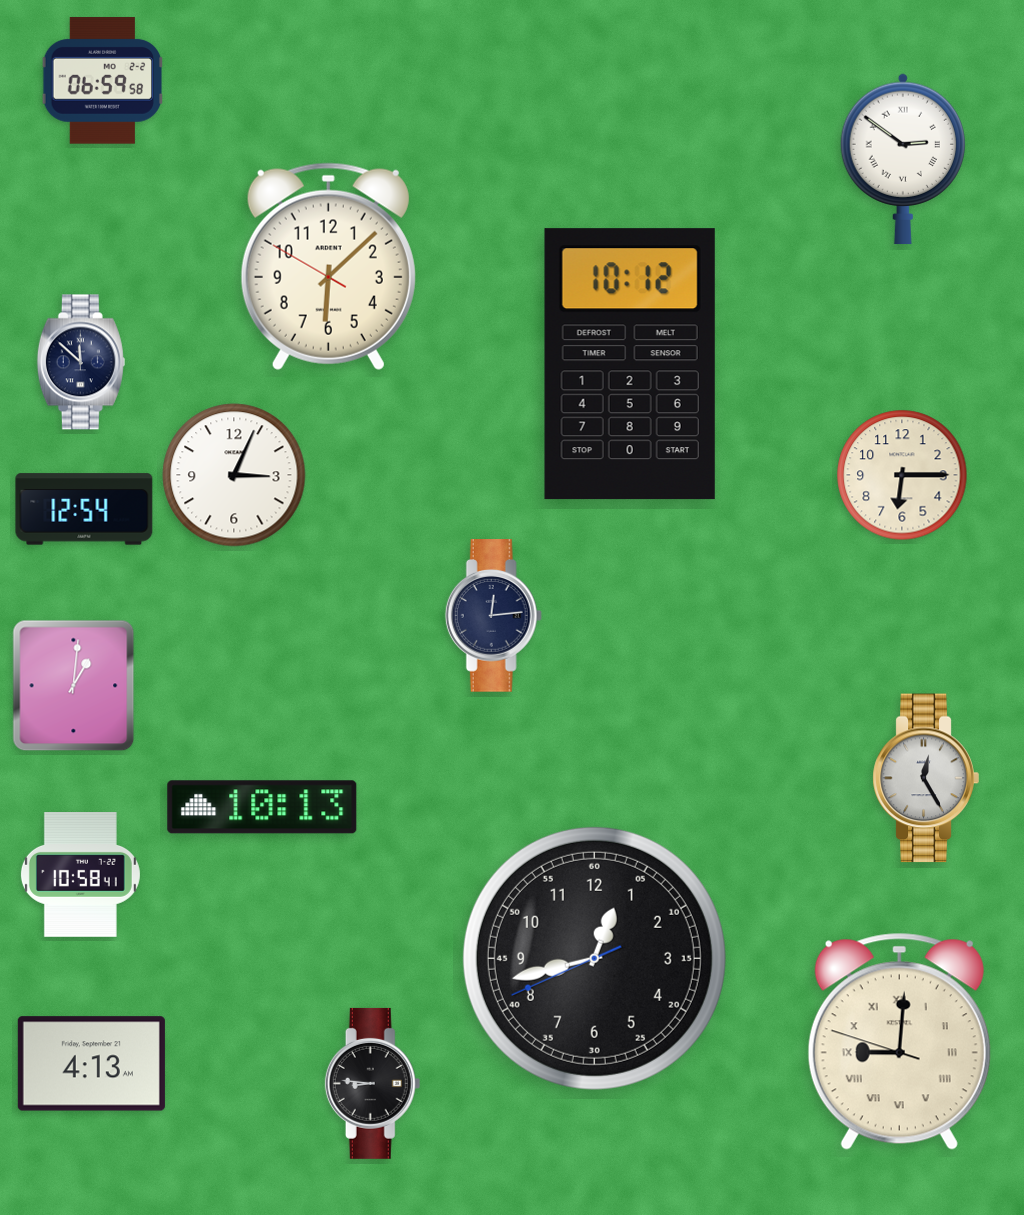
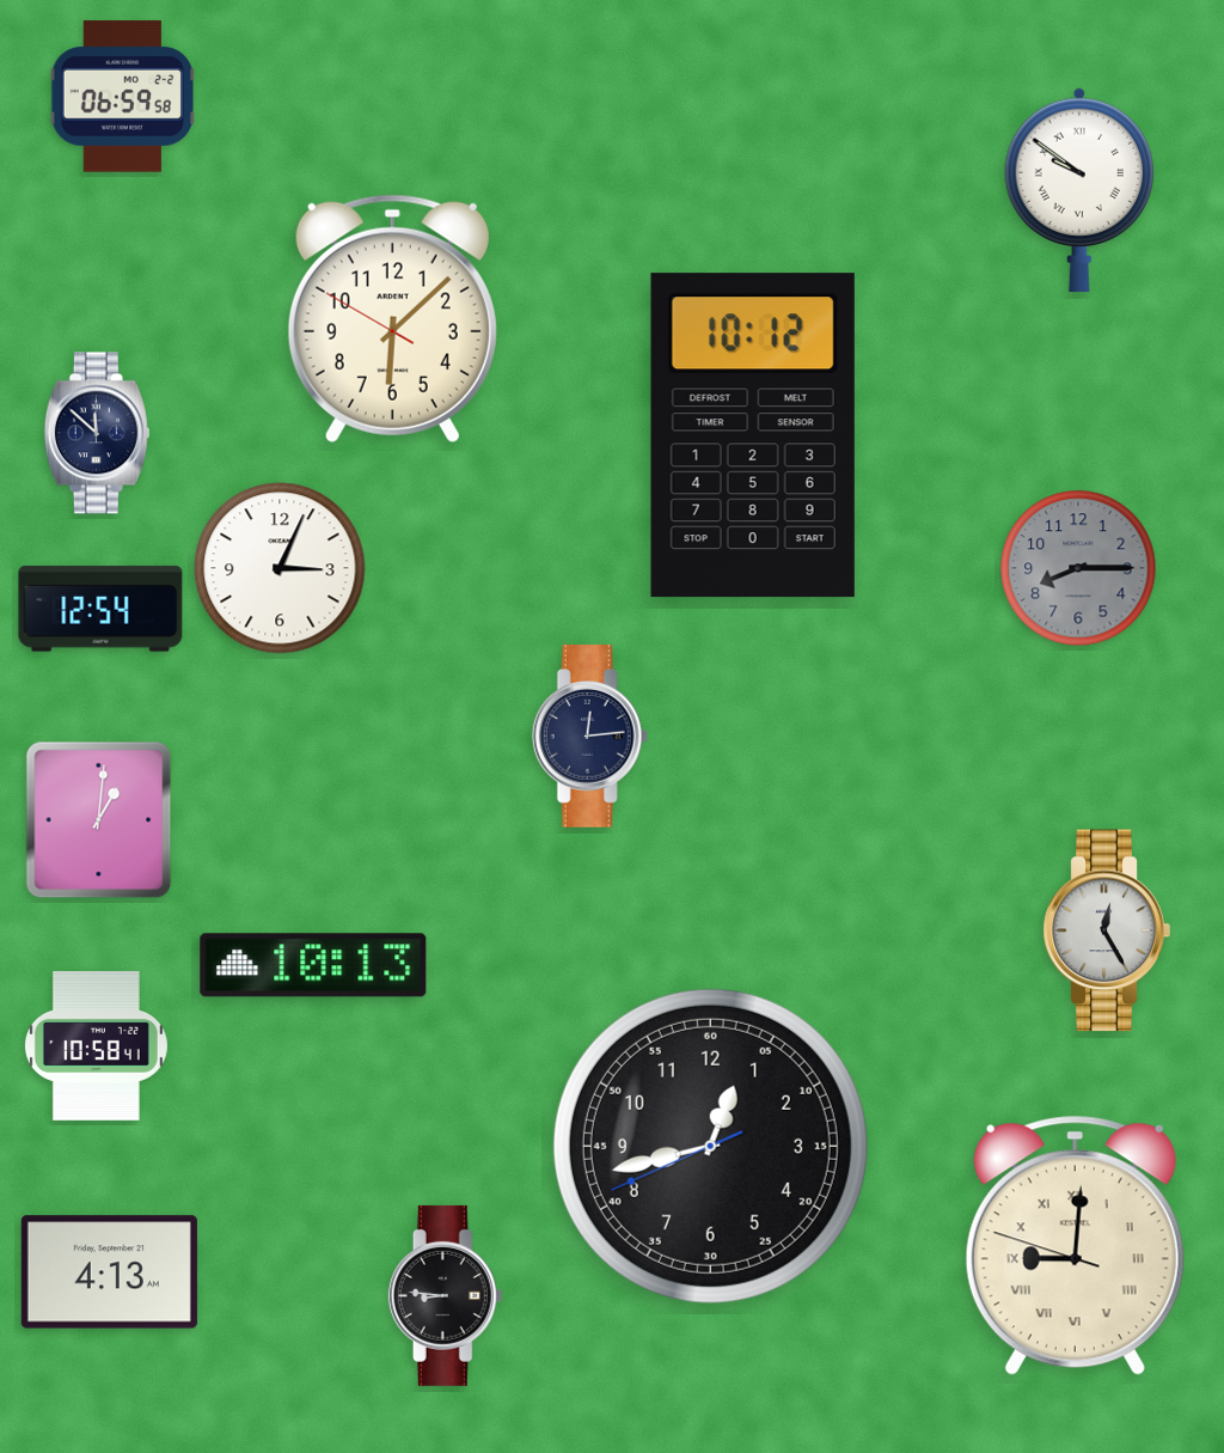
clock at (903, 159): 2:51 -> 9:51
clock at (902, 475): 6:15 -> 8:15
clock at (902, 475) dial: cream -> grey
clock at (74, 686) position: (74, 686) -> (99, 820)
